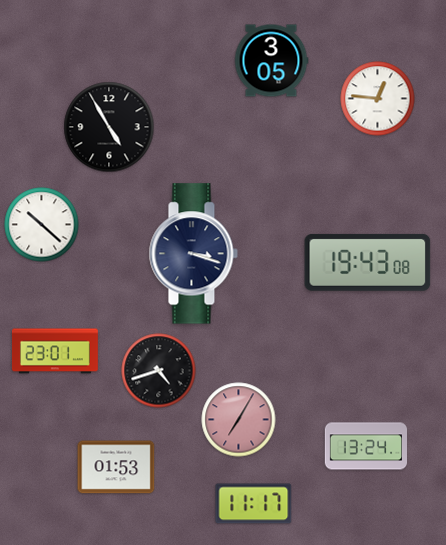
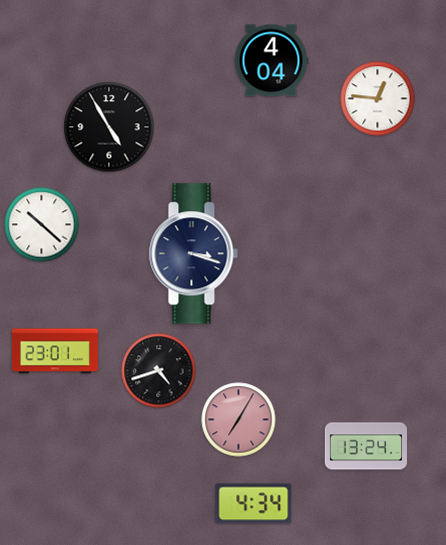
clock at (271, 61): 3:05 -> 4:04
clock at (368, 262): 19:43 -> none
clock at (116, 467): 01:53 -> none
clock at (254, 504): 11:17 -> 4:34
